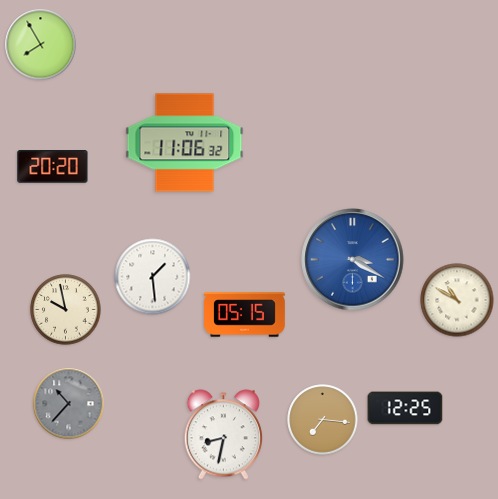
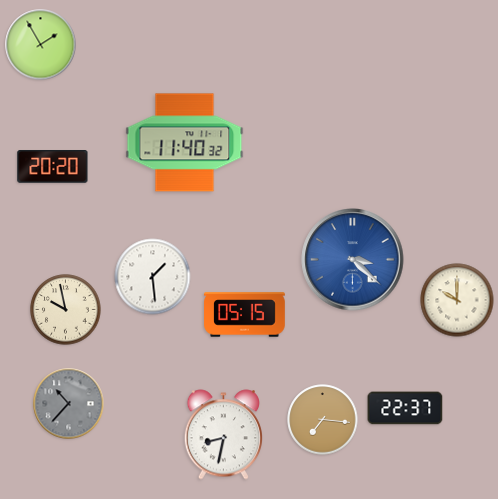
clock at (41, 45): 7:55 -> 1:55
clock at (185, 143): 11:06 -> 11:40
clock at (353, 260): 3:20 -> 3:22
clock at (457, 300): 10:50 -> 10:00
clock at (405, 408): 12:25 -> 22:37
